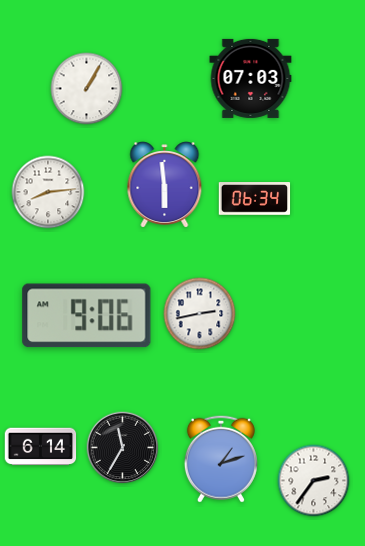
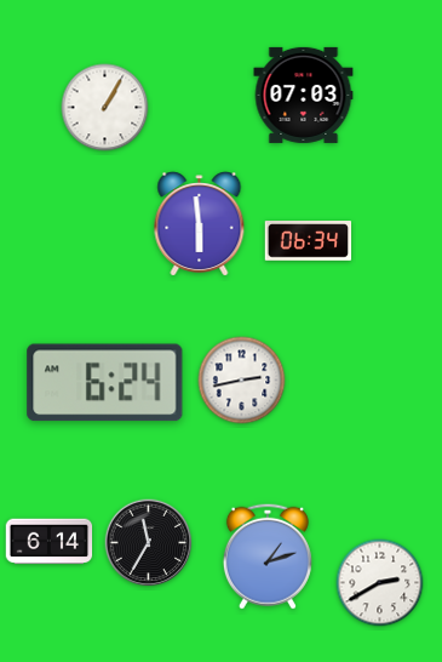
clock at (48, 192): 8:14 -> none
clock at (87, 316): 9:06 -> 6:24
clock at (314, 481): 2:36 -> 2:40
